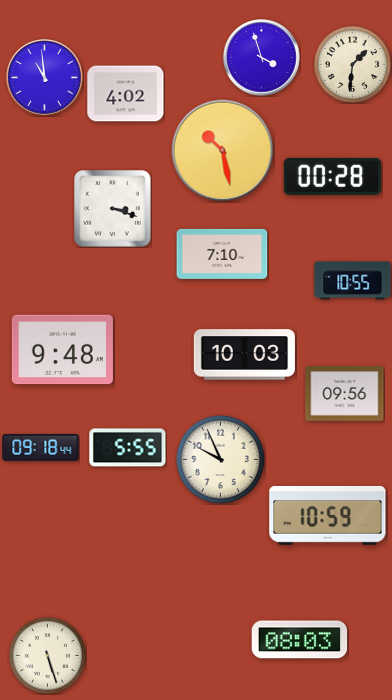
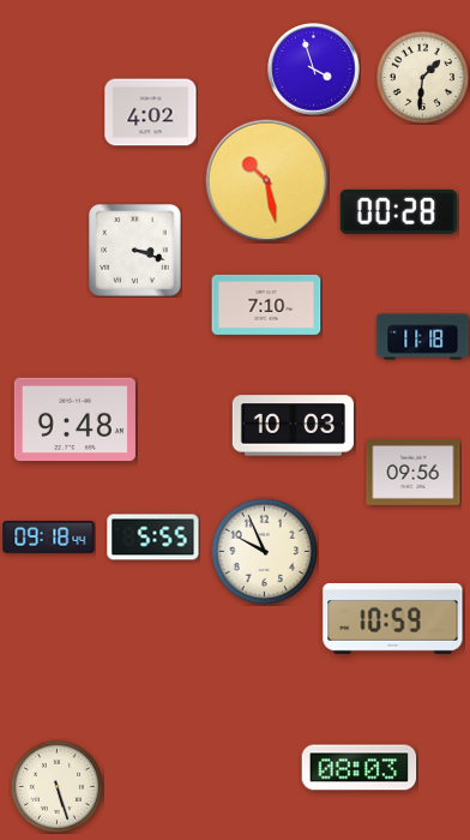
clock at (45, 78): 10:59 -> none
clock at (353, 281): 10:55 -> 11:18
